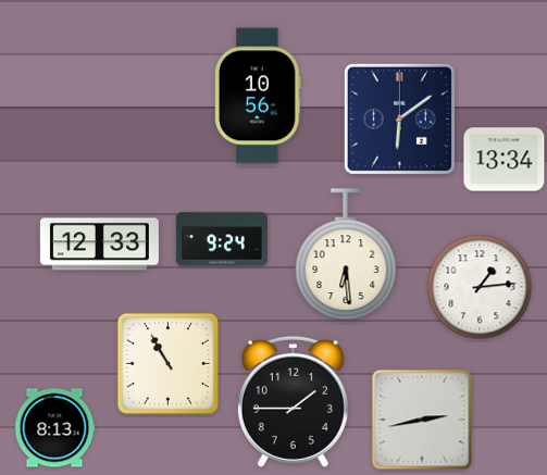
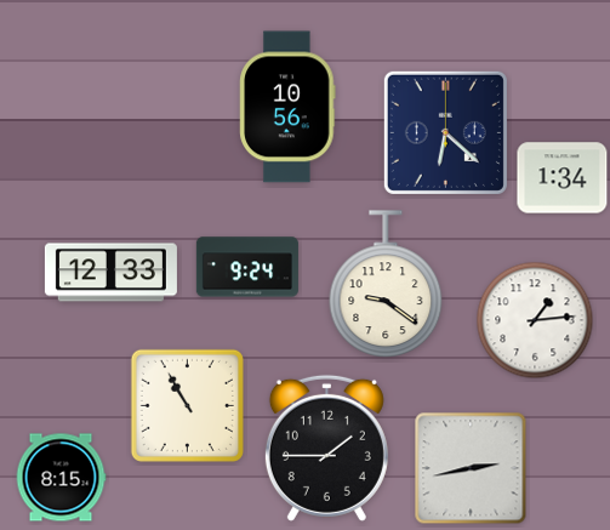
clock at (399, 118): 6:09 -> 6:22
clock at (505, 160): 13:34 -> 1:34
clock at (346, 254): 6:29 -> 9:21
clock at (54, 428): 8:13 -> 8:15
